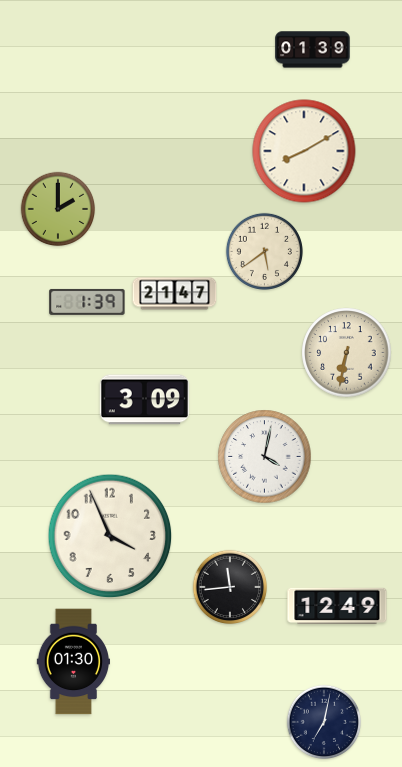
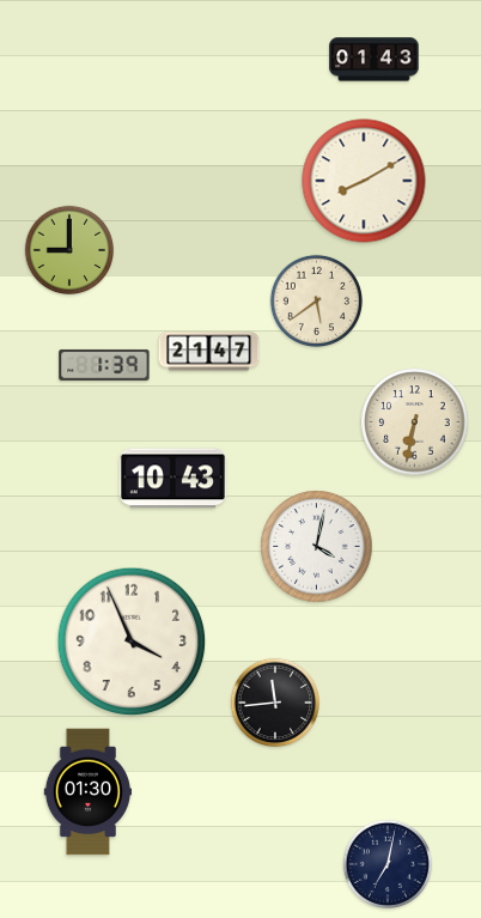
clock at (313, 50): 01:39 -> 01:43
clock at (58, 209): 2:00 -> 9:00
clock at (87, 302) position: (87, 302) -> (104, 365)
clock at (144, 400): 3:09 -> 10:43
clock at (337, 606): 12:49 -> none
